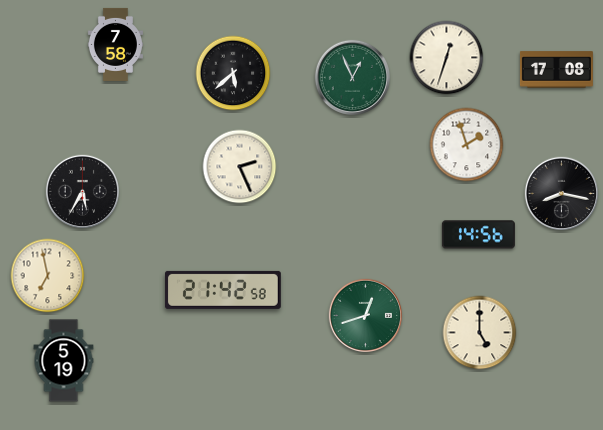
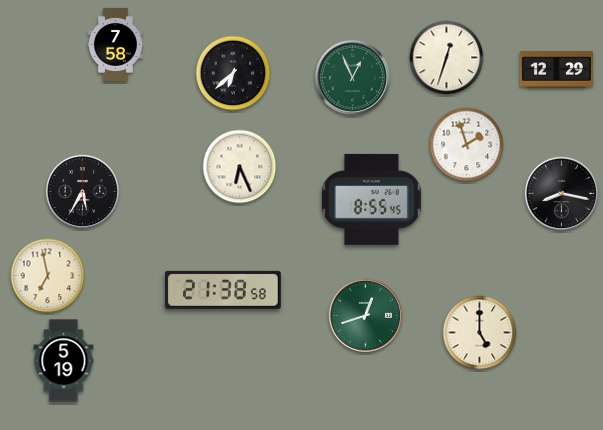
clock at (556, 70): 17:08 -> 12:29
clock at (233, 73): 5:38 -> 6:38
clock at (240, 167): 2:26 -> 6:26
clock at (372, 199): none -> 8:55
clock at (478, 235): 14:56 -> none
clock at (223, 290): 21:42 -> 21:38
